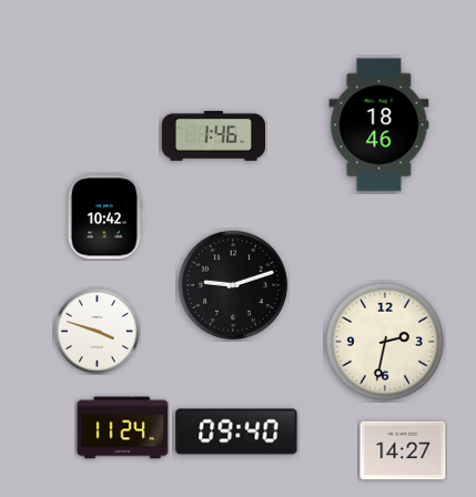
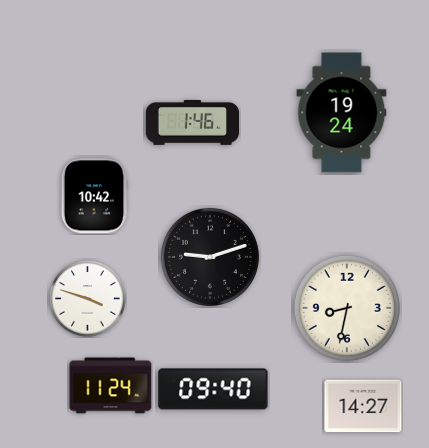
clock at (379, 125): 18:46 -> 19:24
clock at (385, 342): 2:32 -> 8:32
